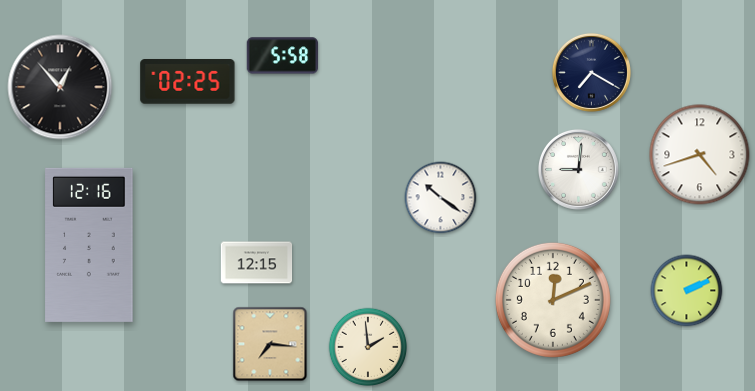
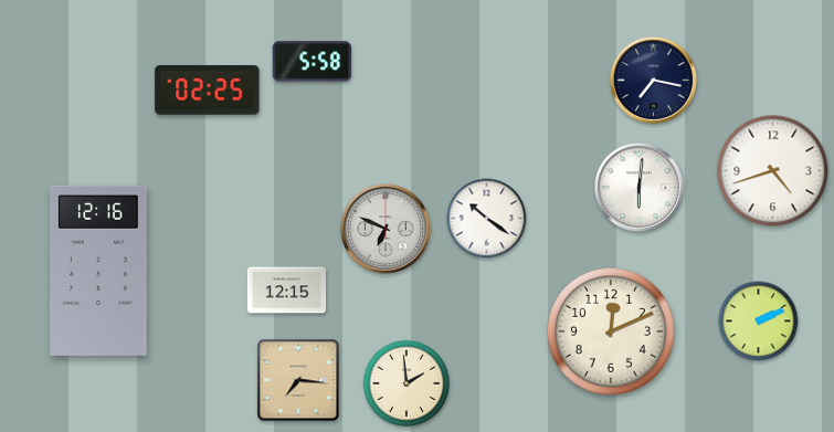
clock at (591, 72): 7:20 -> 7:17
clock at (60, 87): 12:53 -> none
clock at (578, 169): 9:01 -> 6:01
clock at (386, 229): none -> 6:49
clock at (257, 263) position: (257, 263) -> (287, 291)
